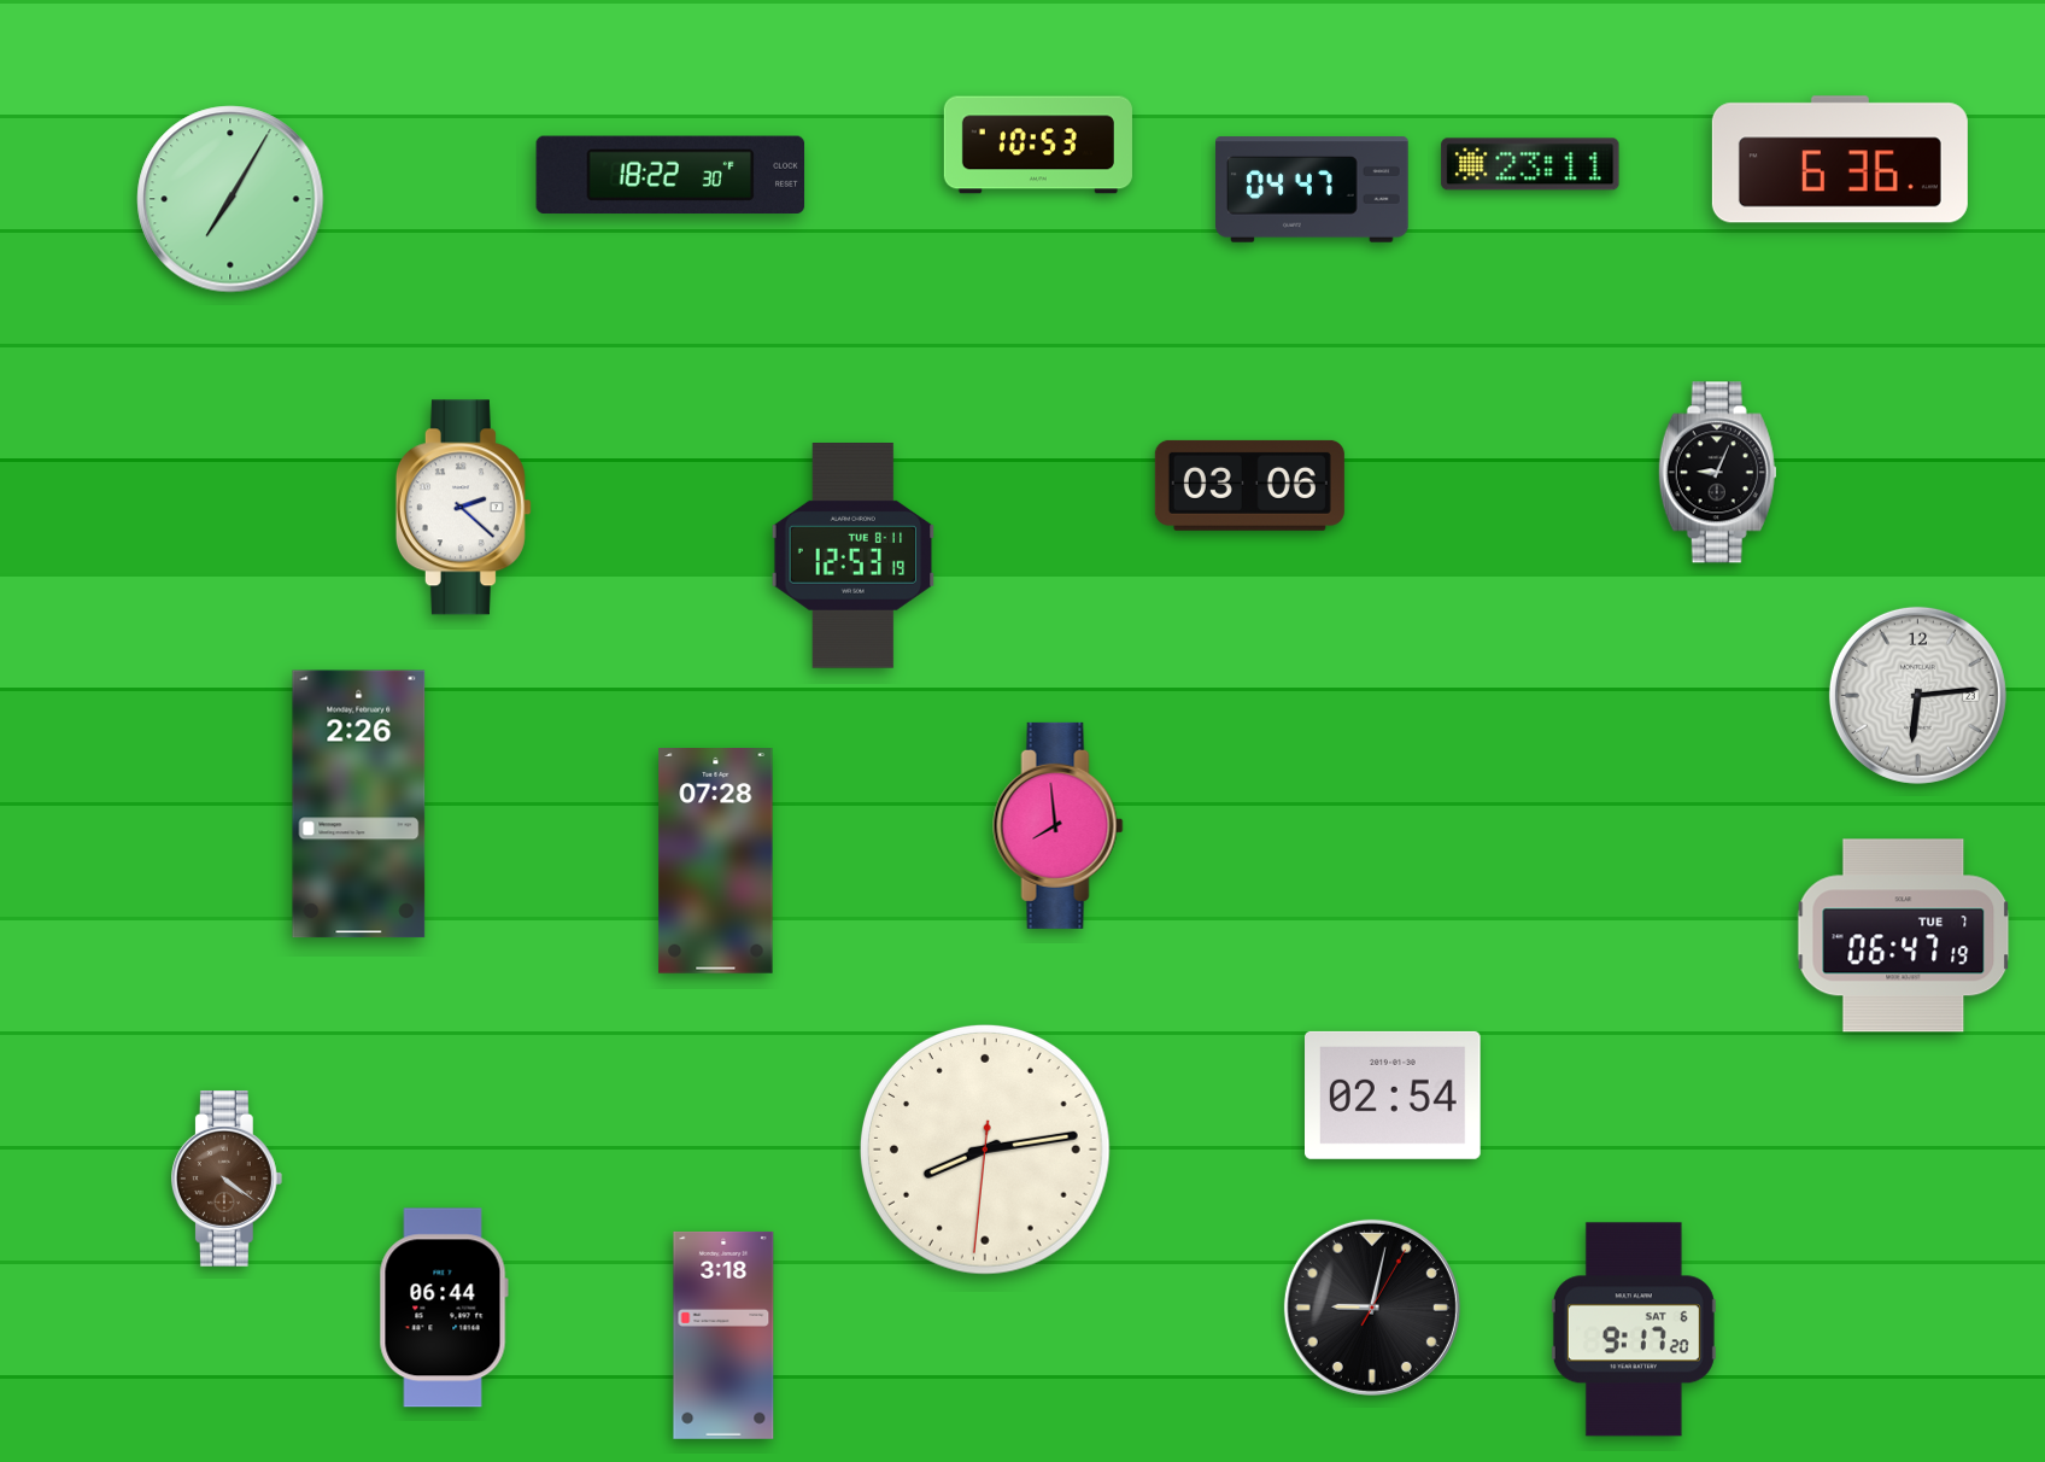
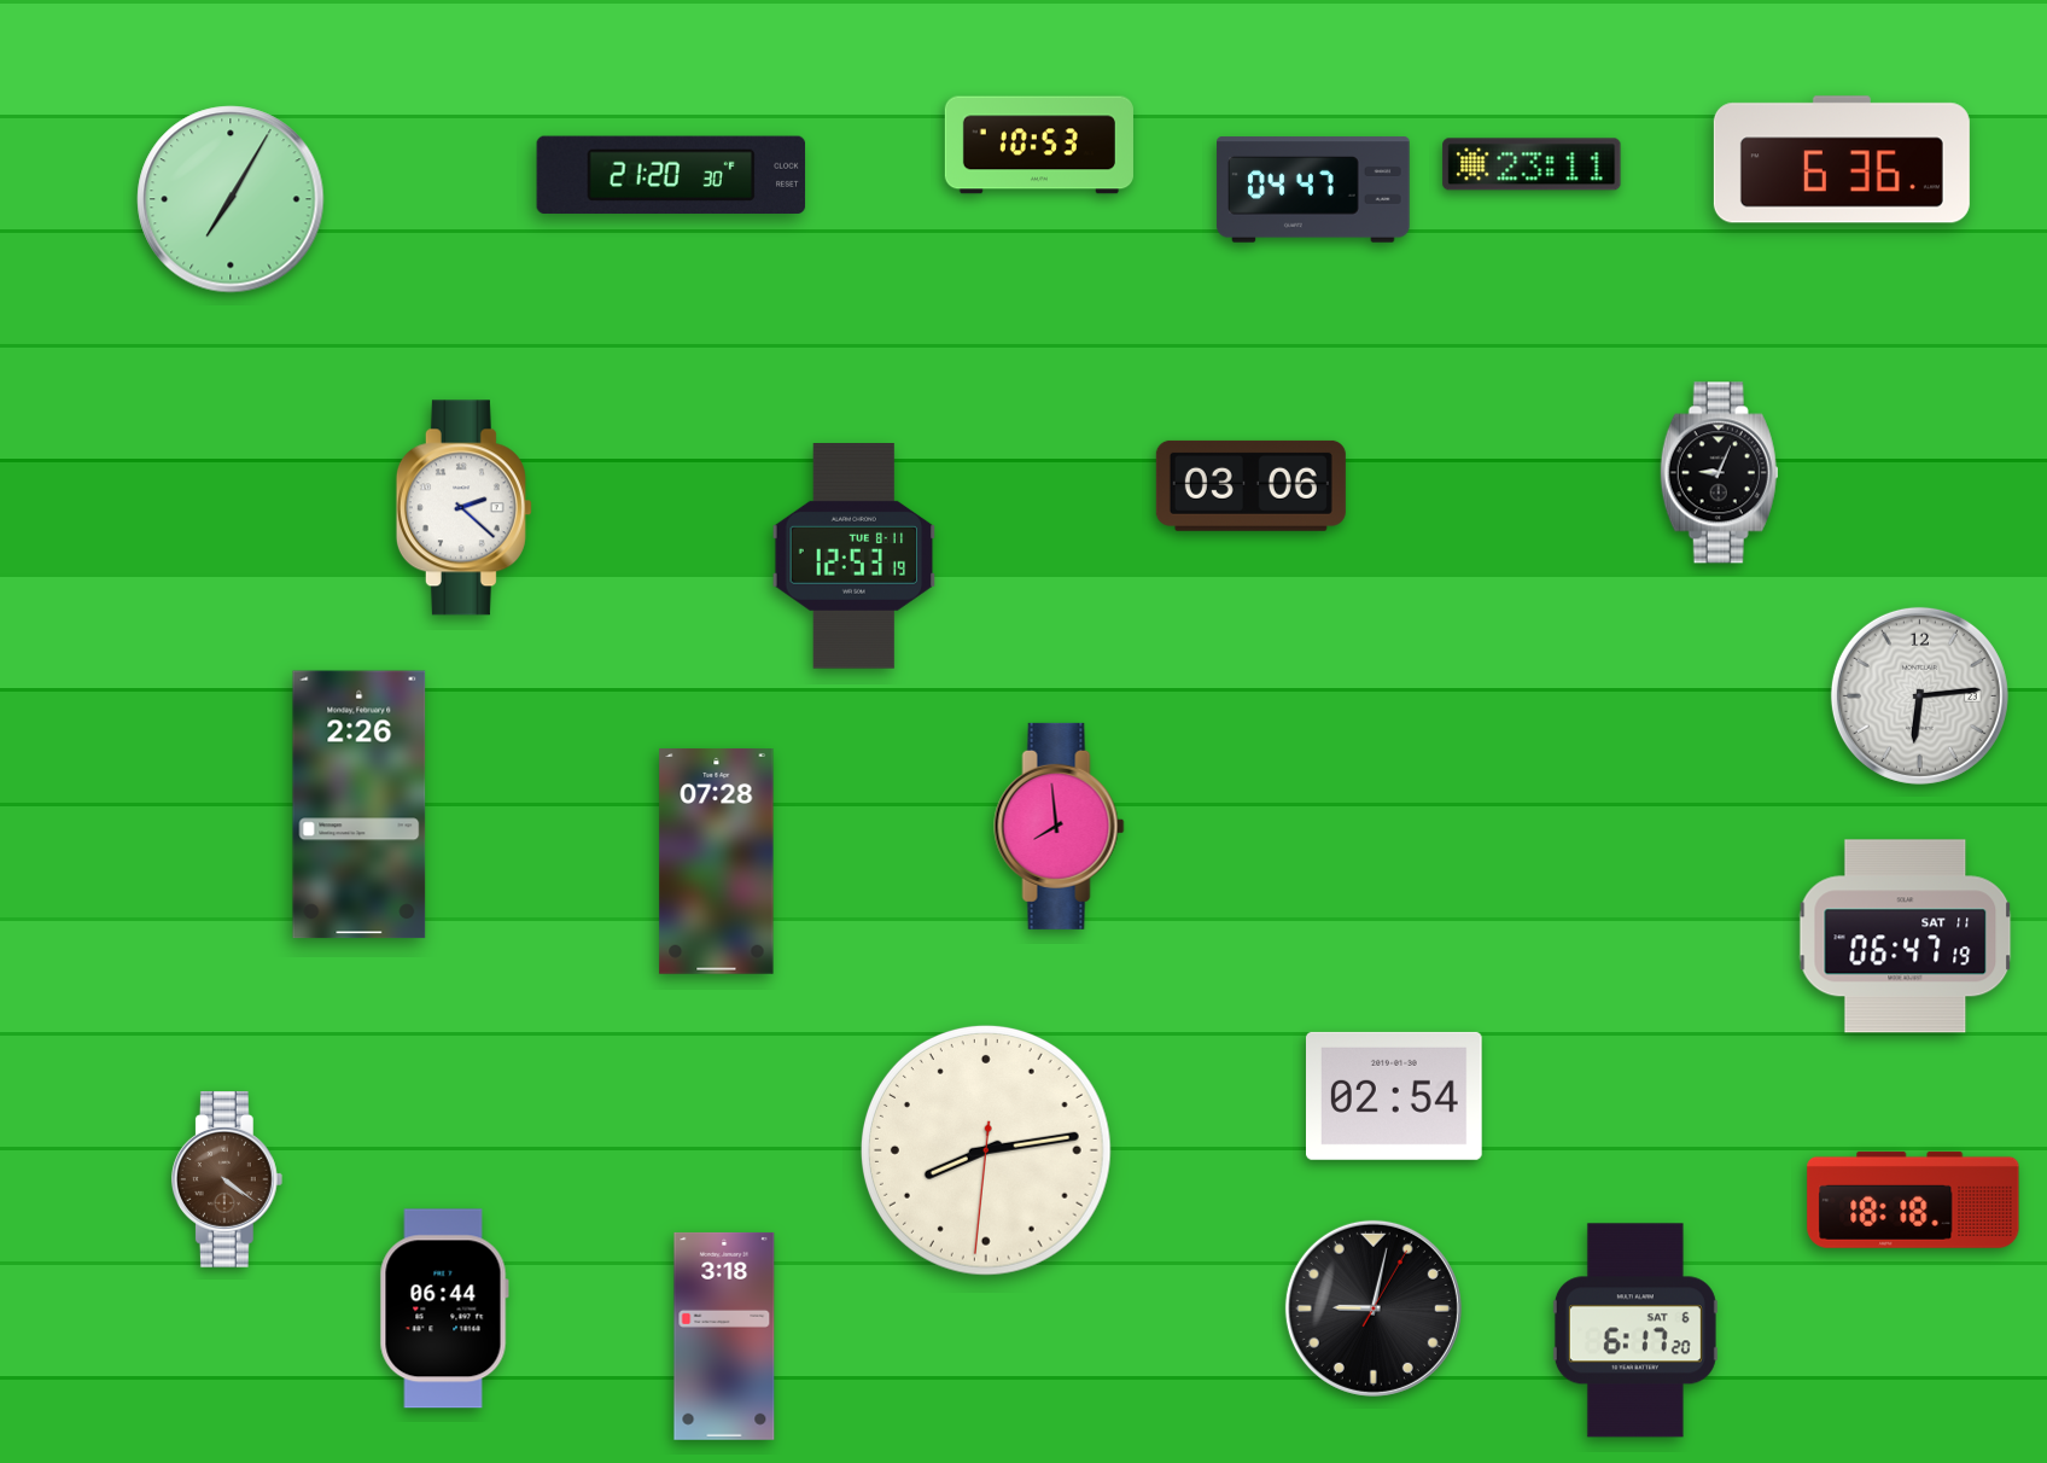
clock at (670, 174): 18:22 -> 21:20
clock at (1904, 936) date: TUE 7 -> SAT 11
clock at (1913, 1200): none -> 18:18
clock at (1634, 1329): 9:17 -> 6:17
